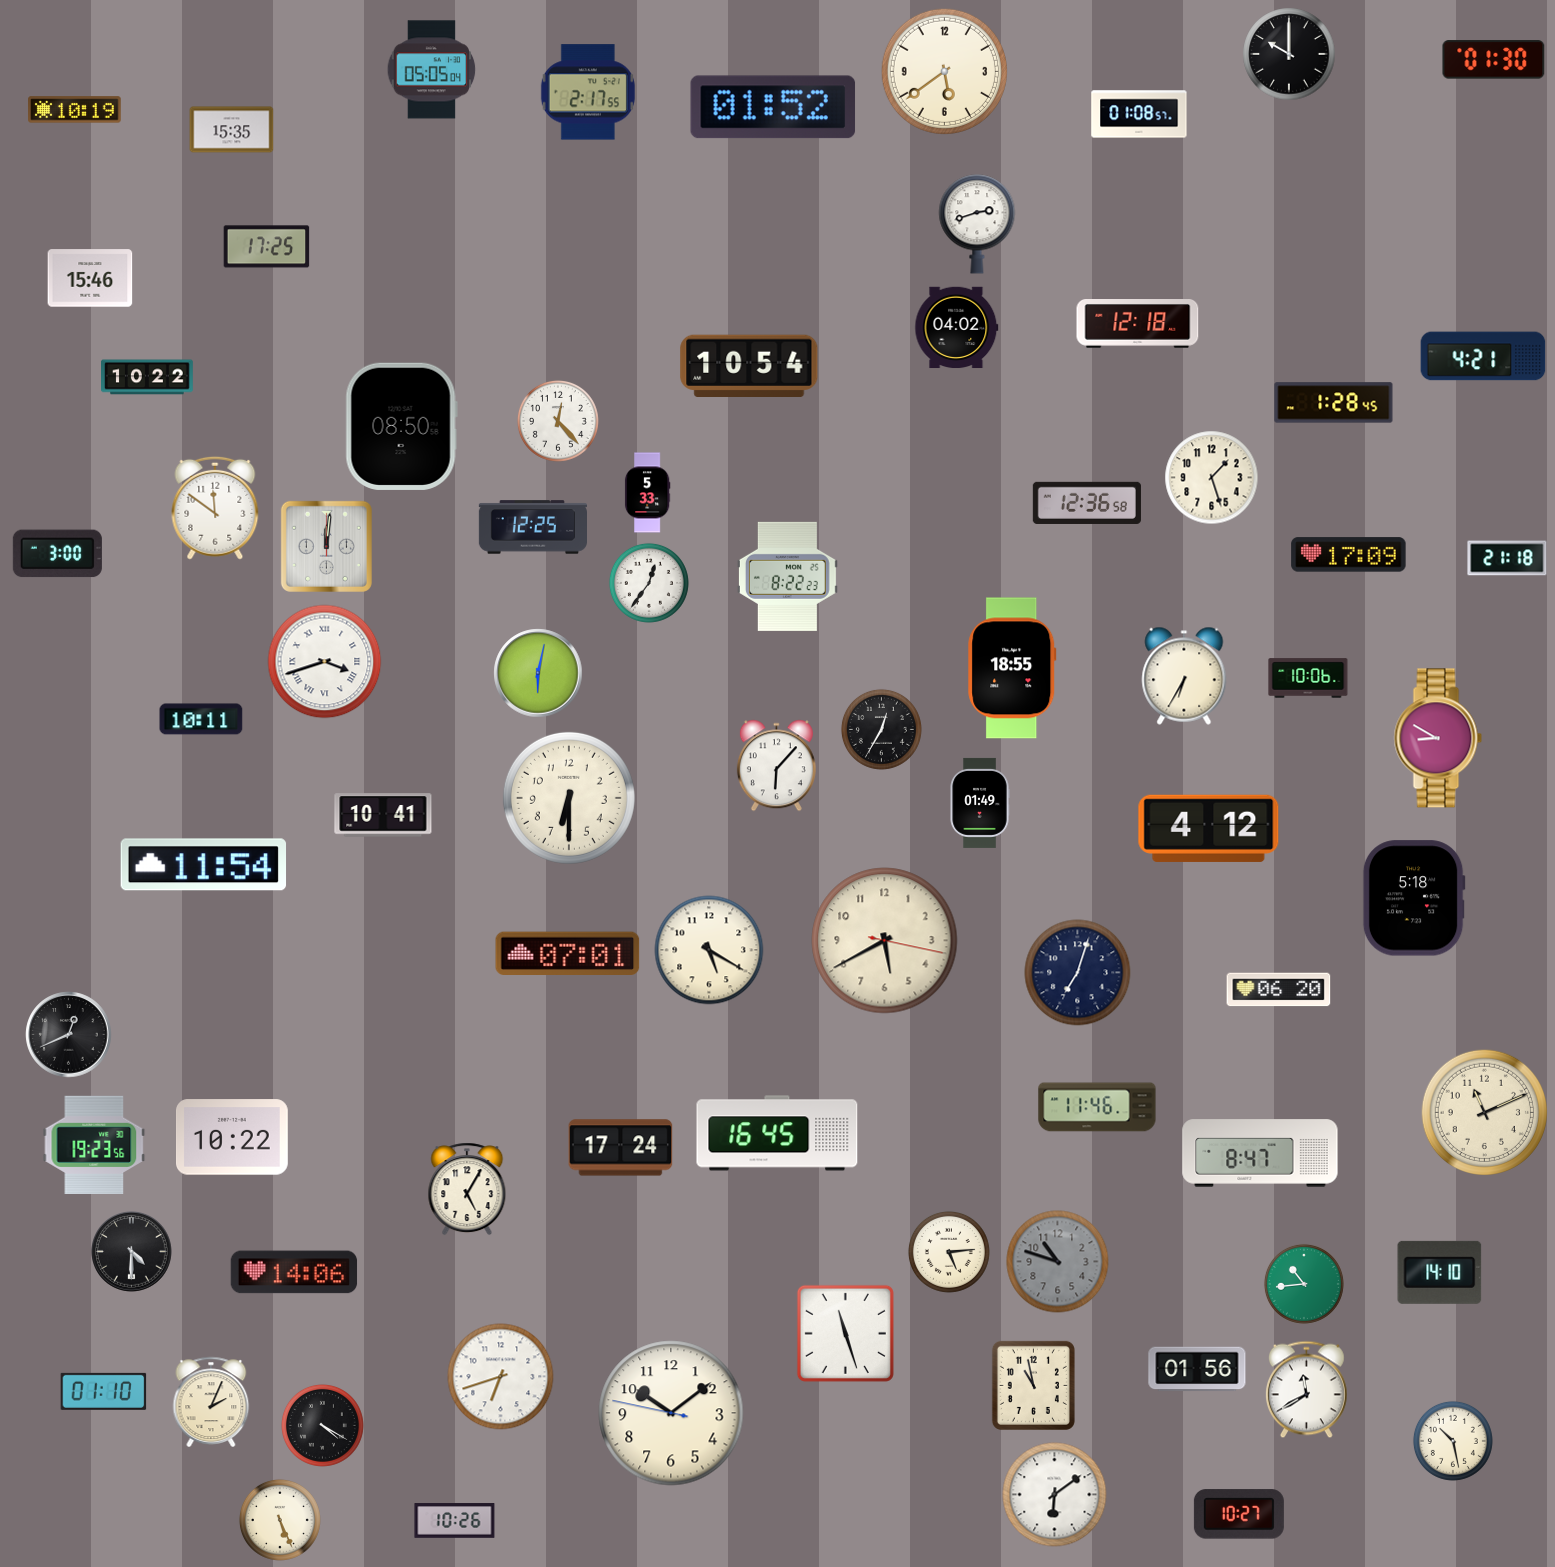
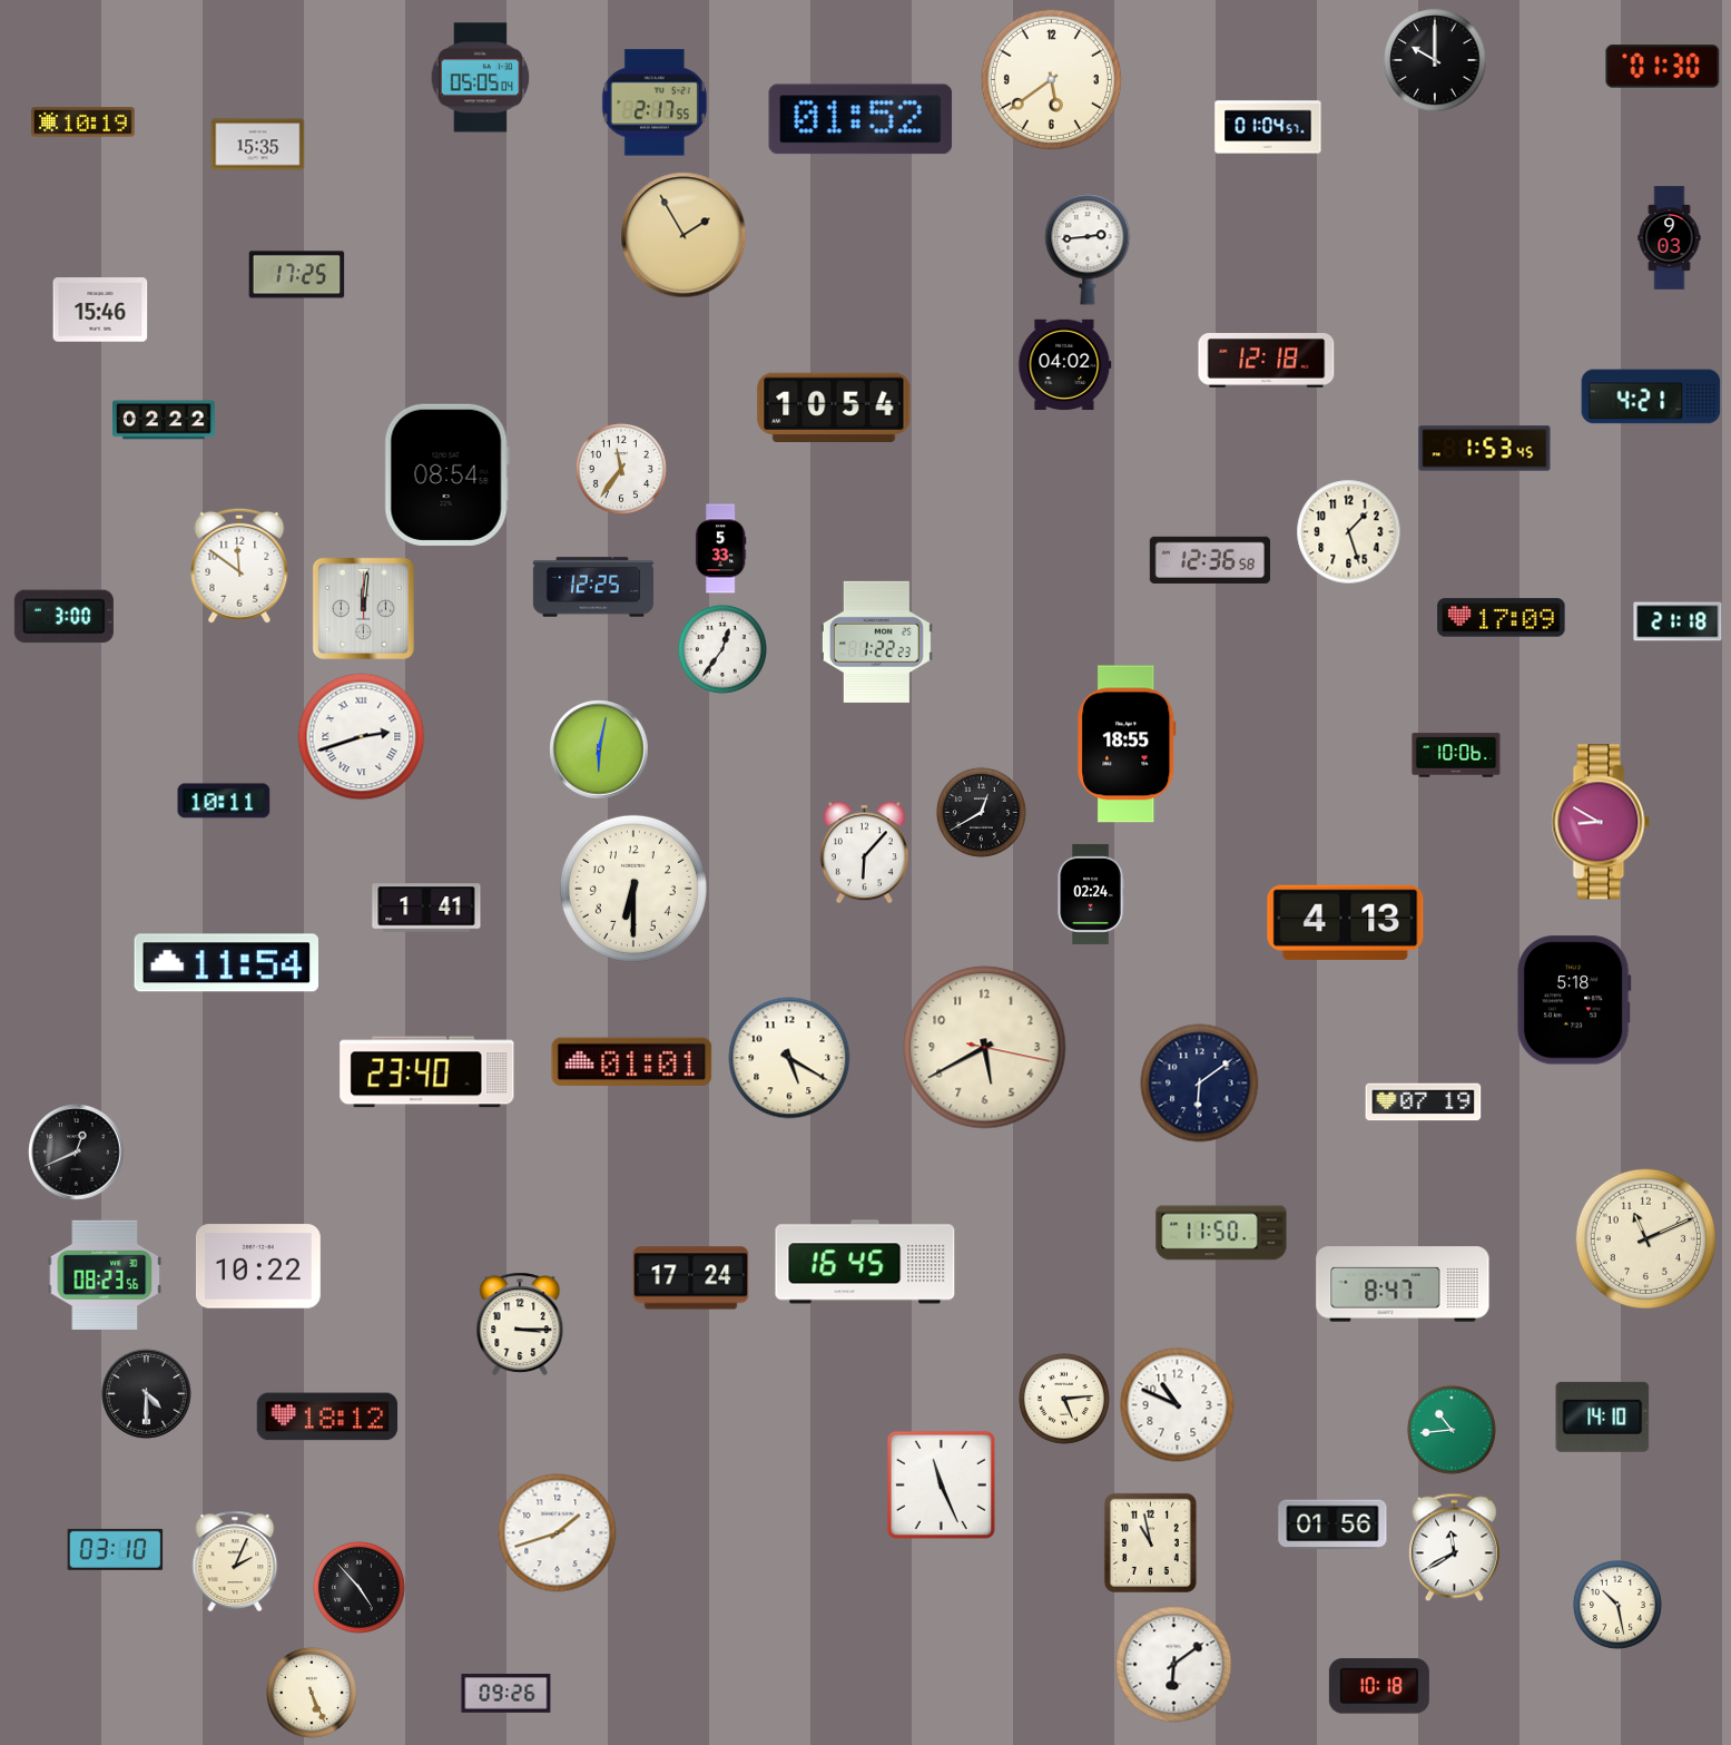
clock at (1139, 114): 01:08 -> 01:04
clock at (683, 235): none -> 1:55
clock at (1670, 238): none -> 9:03
clock at (977, 224): 2:42 -> 2:44
clock at (148, 377): 10:22 -> 02:22
clock at (1334, 403): 1:28 -> 1:53
clock at (558, 421): 12:23 -> 11:36
clock at (401, 426): 08:50 -> 08:54
clock at (787, 576): 8:22 -> 1:22
clock at (325, 662): 3:42 -> 2:42
clock at (1184, 676): 6:35 -> none
clock at (881, 729): 12:35 -> 12:40
clock at (980, 803): 01:49 -> 02:24
clock at (383, 815): 10:41 -> 1:41
clock at (1209, 828): 4:12 -> 4:13
clock at (568, 953): 07:01 -> 01:01
clock at (427, 1072): none -> 23:40
clock at (1078, 973): 7:03 -> 6:09
clock at (1279, 990): 06:20 -> 07:19
clock at (1097, 1107): 11:46 -> 11:50
clock at (1484, 1112) position: (1484, 1112) -> (1645, 1238)
clock at (94, 1145): 19:23 -> 08:23
clock at (467, 1189): 5:05 -> 3:15
clock at (949, 1252) position: (949, 1252) -> (1064, 1399)
clock at (1058, 1262): 10:48 -> 10:49
clock at (1058, 1262) dial: grey -> white
clock at (294, 1272): 14:06 -> 18:12
clock at (845, 1333): 11:27 -> 11:26
clock at (501, 1377): 6:42 -> 1:42
clock at (104, 1391): 01:10 -> 03:10
clock at (671, 1413): 10:08 -> none
clock at (322, 1425): 4:20 -> 4:53
clock at (1239, 1514): 10:27 -> 10:18
clock at (455, 1521): 10:26 -> 09:26
